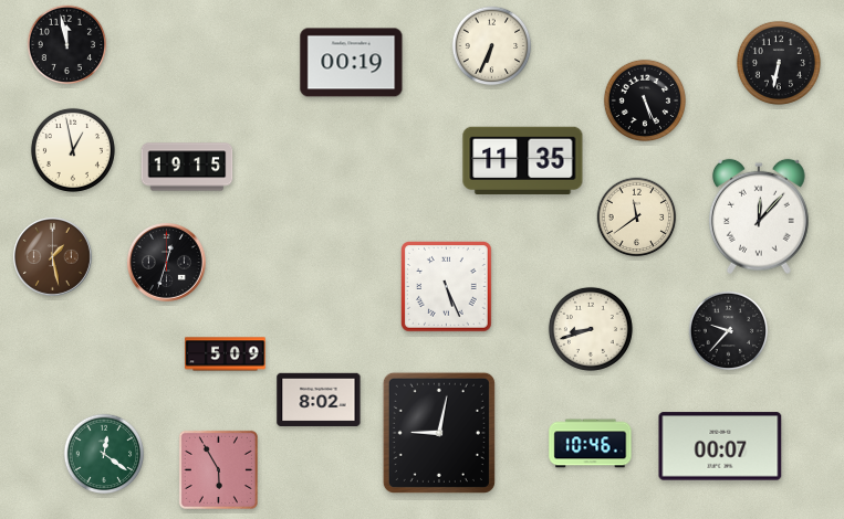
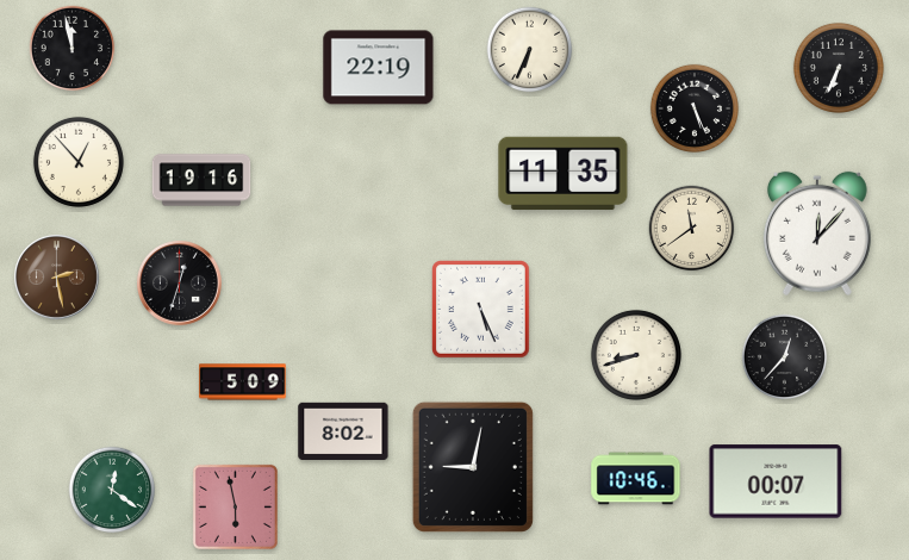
clock at (352, 63): 00:19 -> 22:19
clock at (779, 63): 6:32 -> 6:34
clock at (73, 150): 12:58 -> 12:53
clock at (187, 167): 19:15 -> 19:16
clock at (637, 218) position: (637, 218) -> (692, 229)
clock at (52, 256): 1:28 -> 2:28
clock at (729, 331): 9:37 -> 12:37
clock at (218, 469): 5:55 -> 5:58
